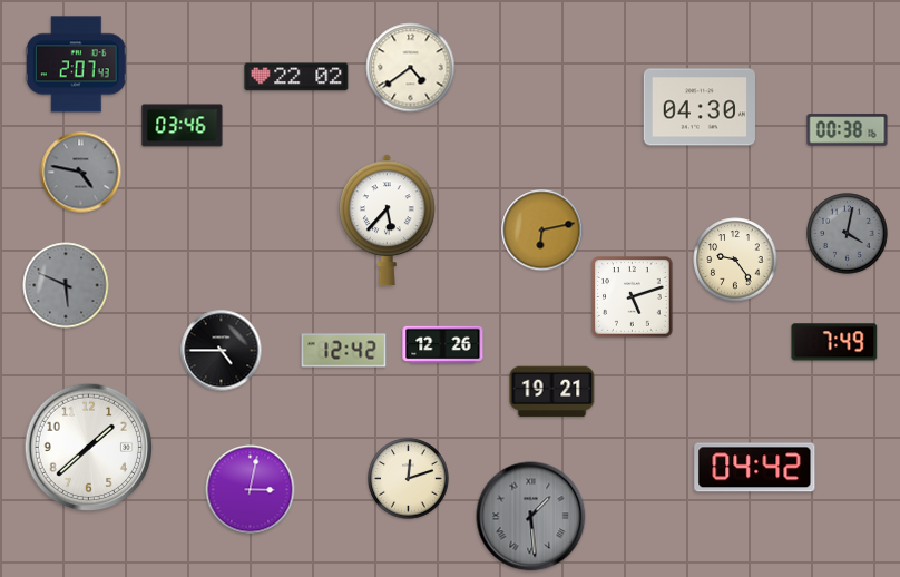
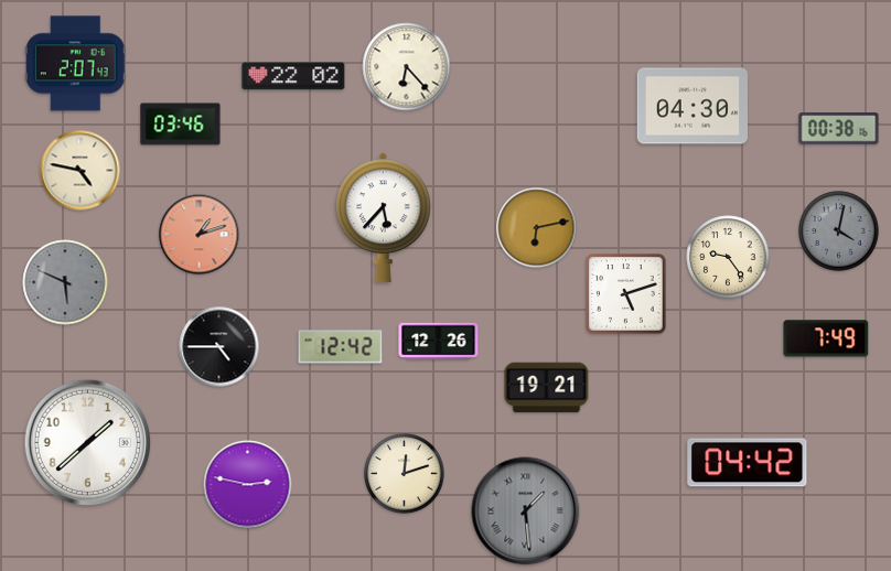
clock at (411, 68): 4:39 -> 6:23
clock at (81, 173) dial: grey -> cream
clock at (200, 235): none -> 1:12
clock at (251, 490): 3:02 -> 2:47
